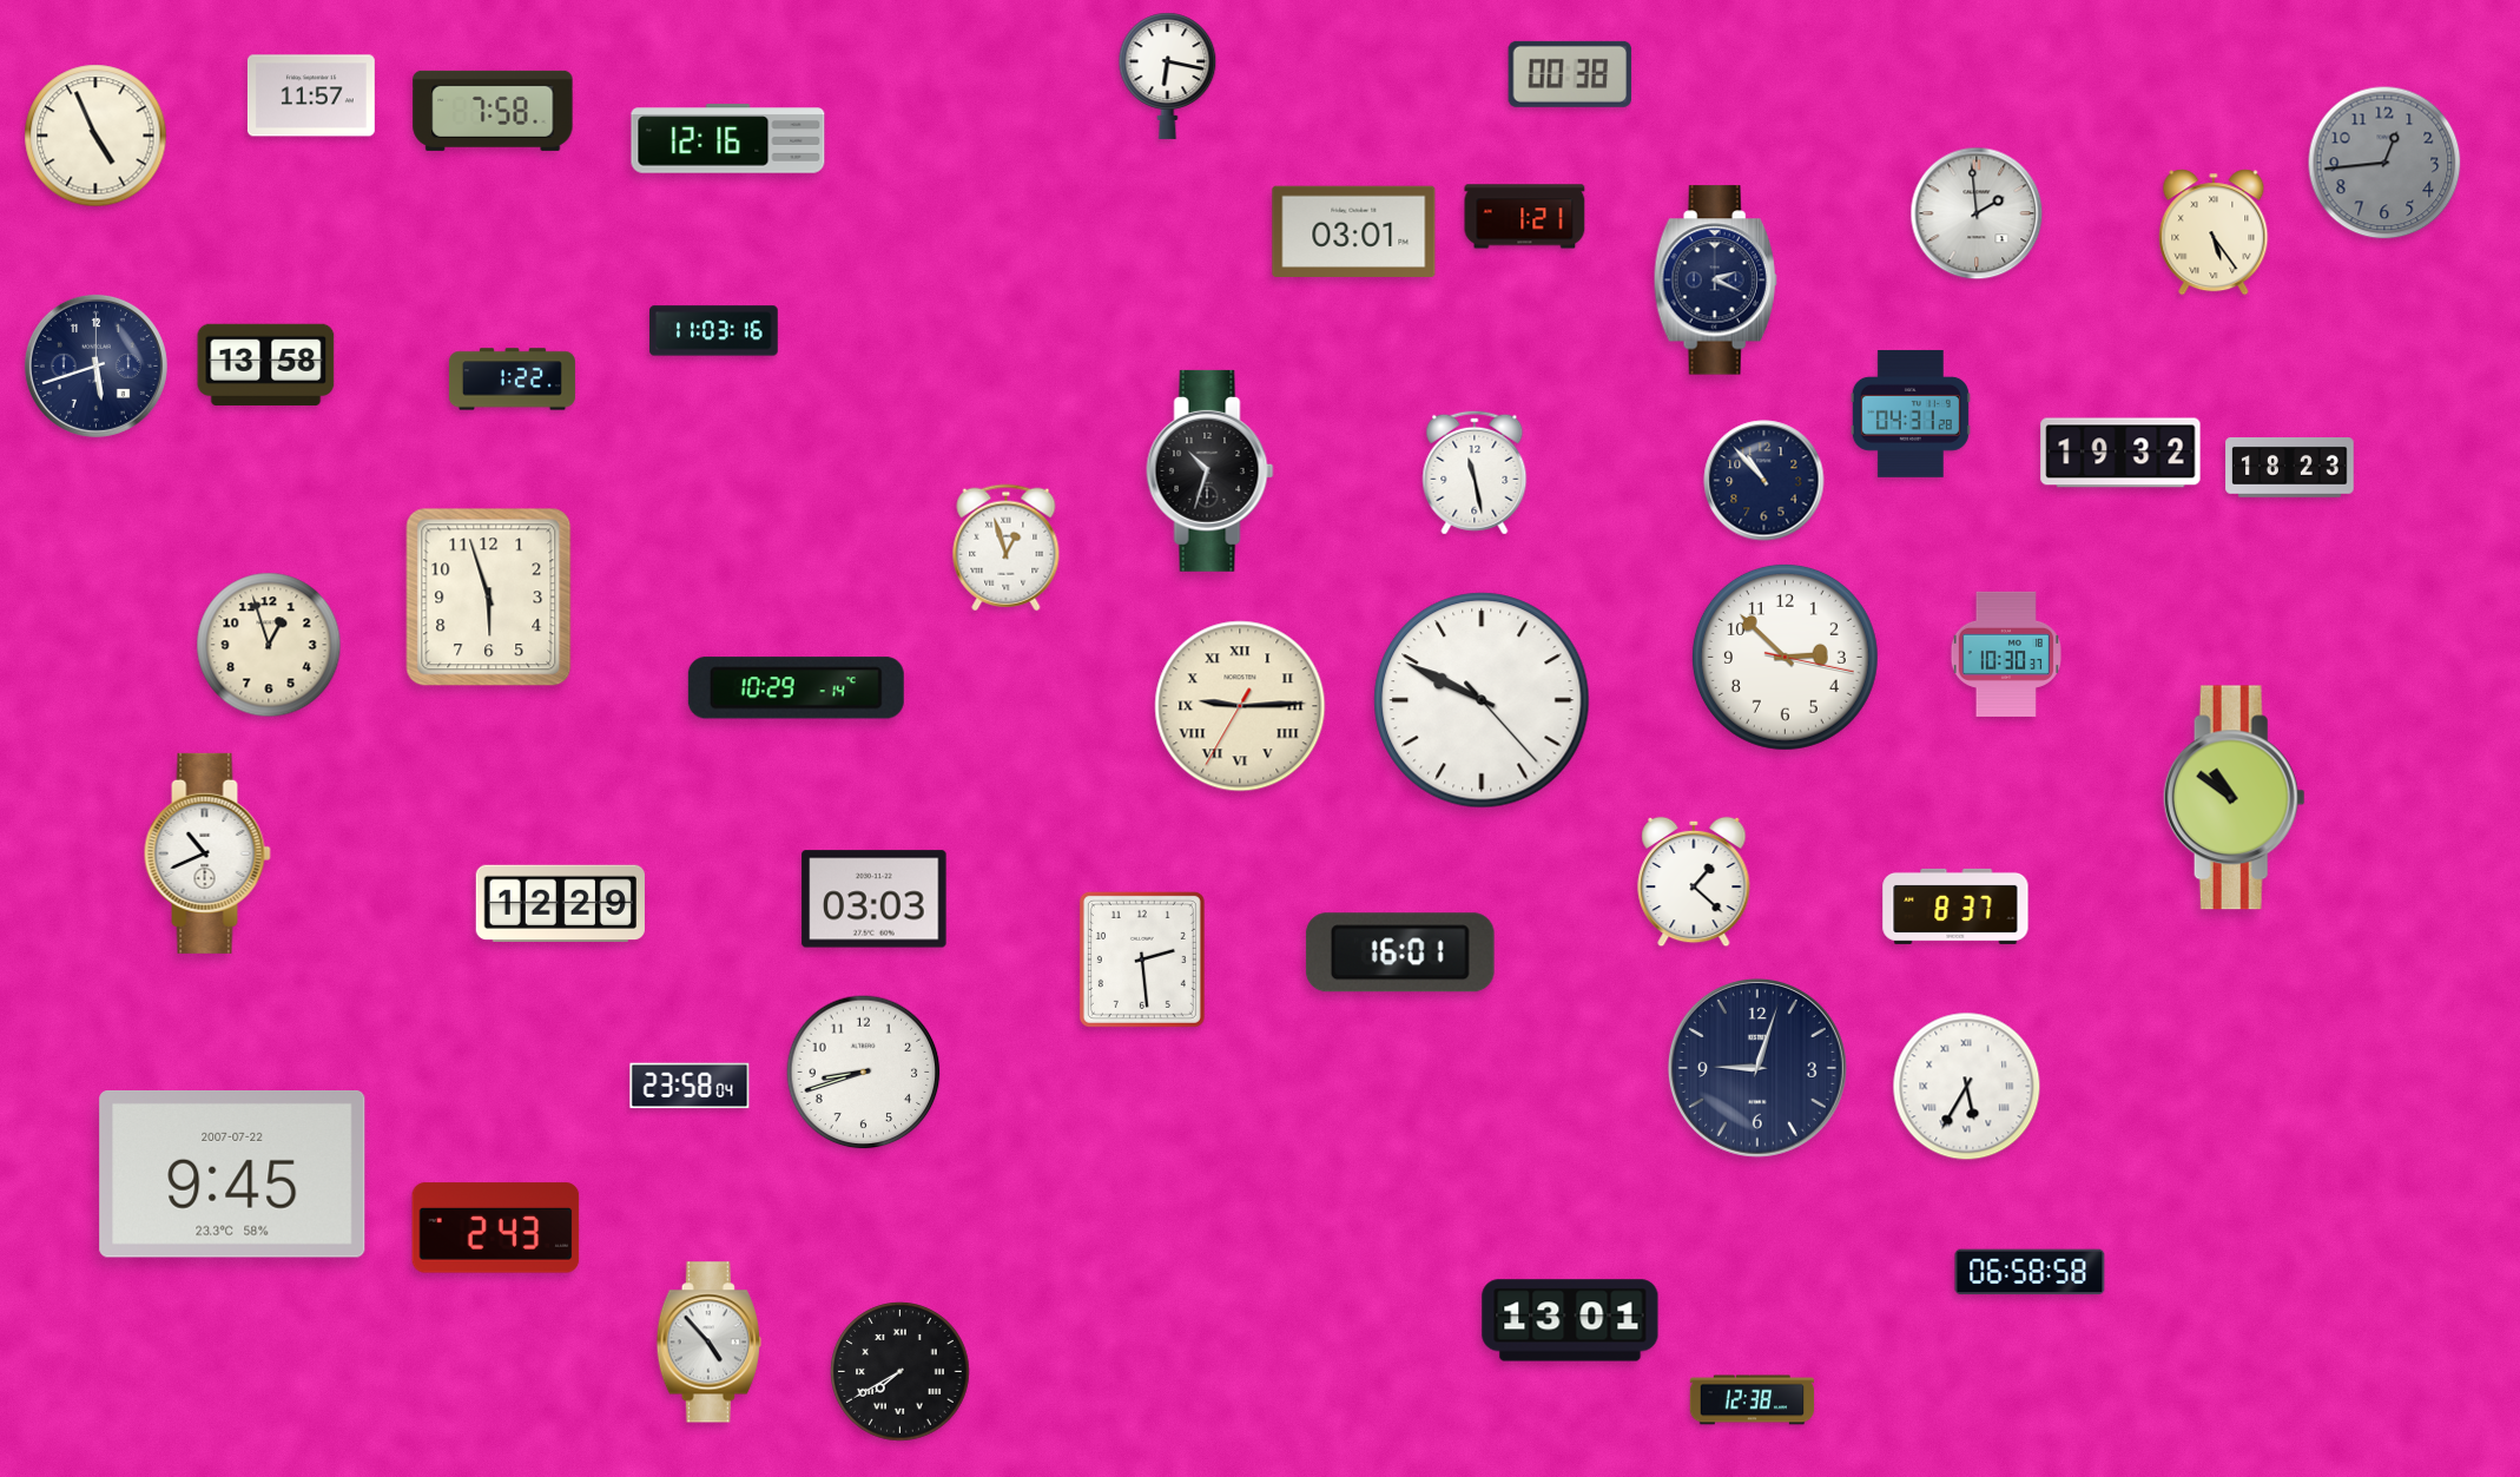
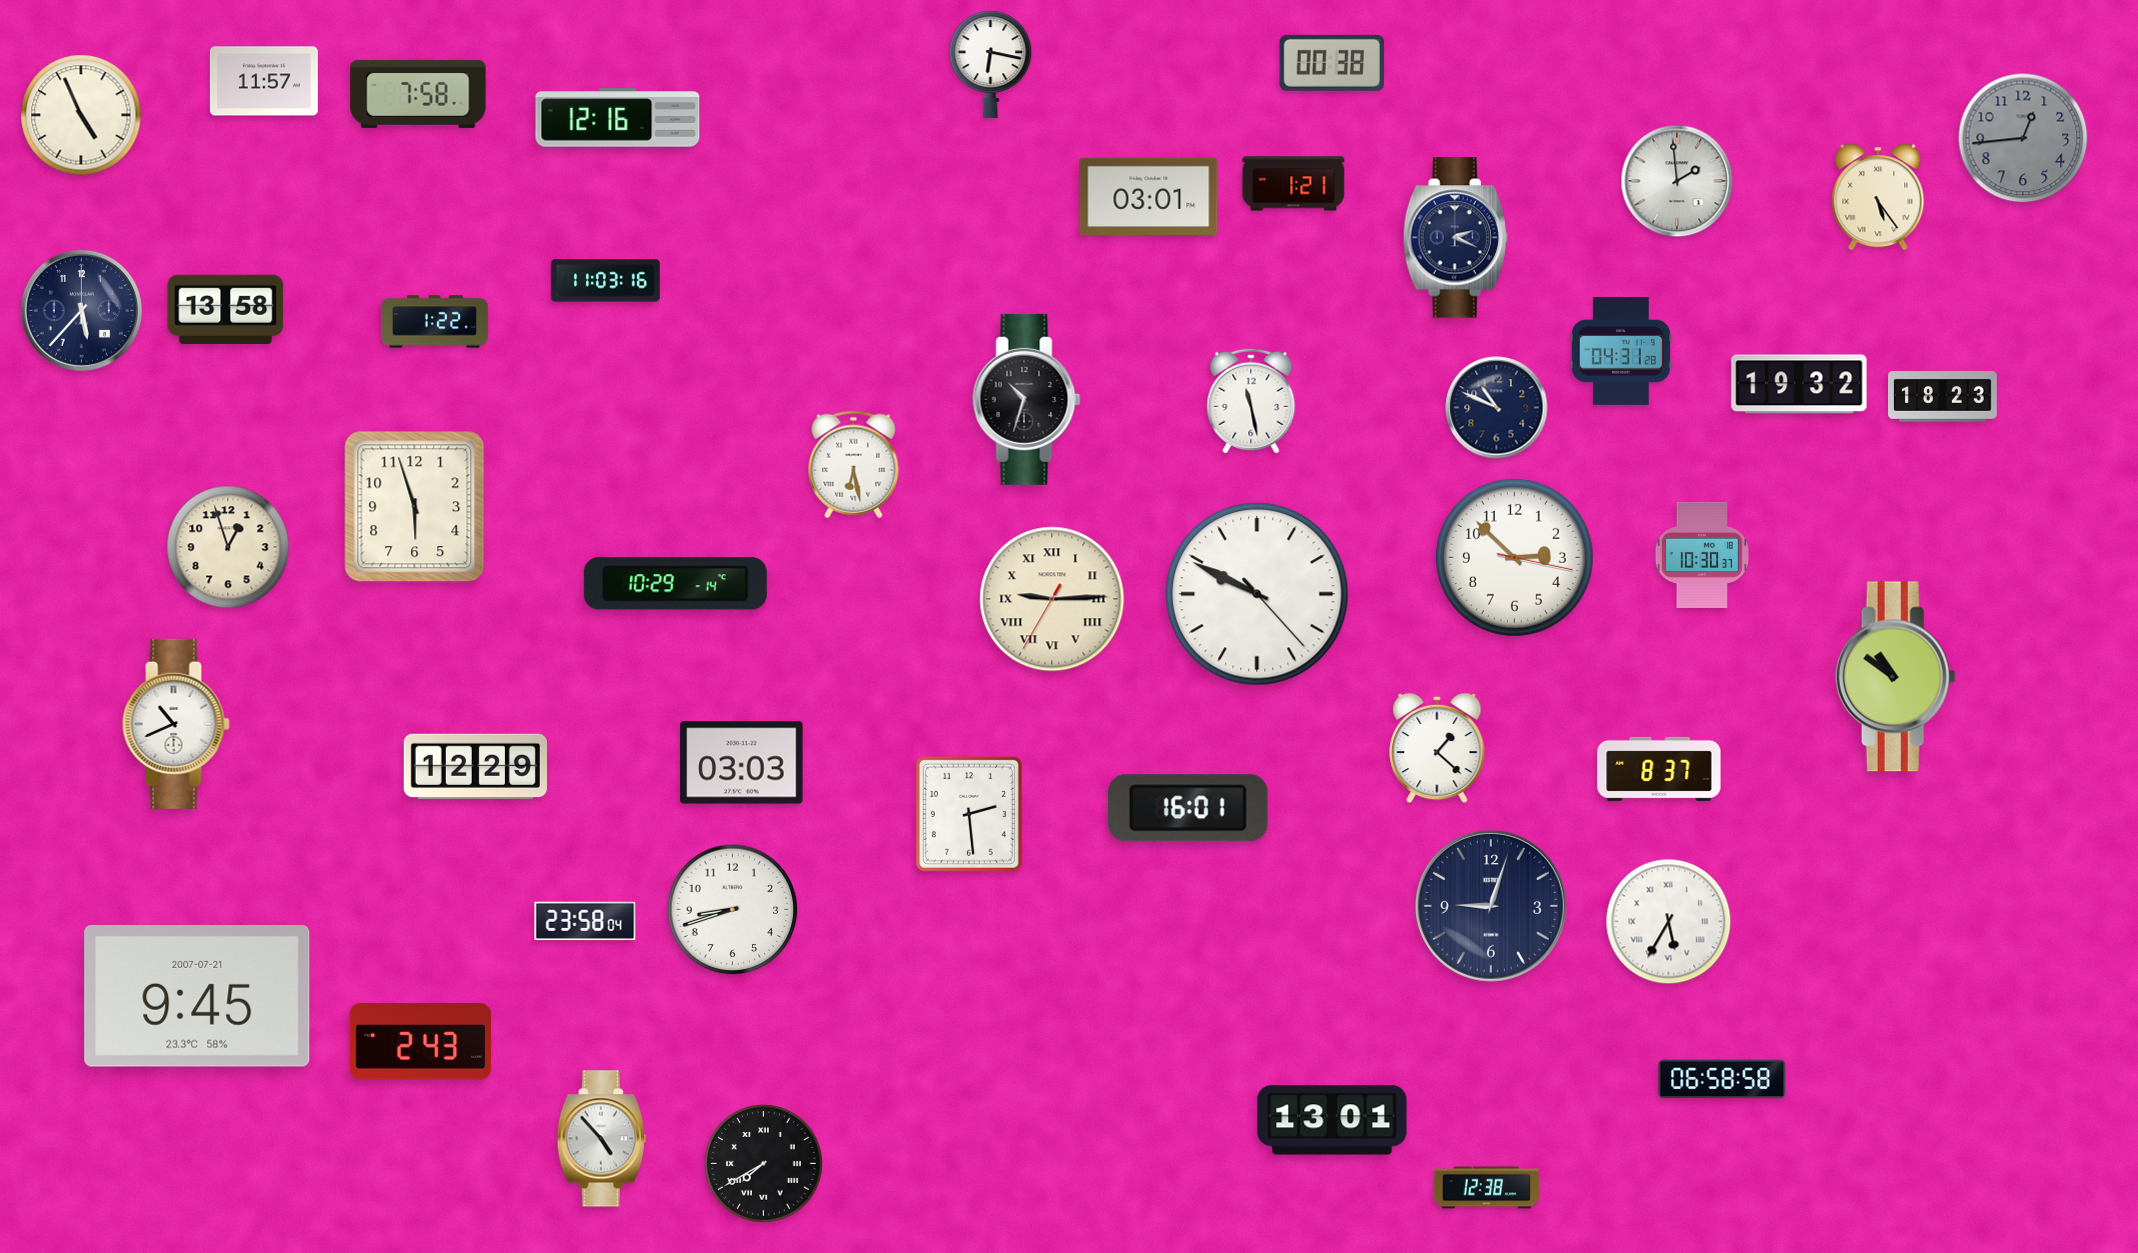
clock at (95, 365): 5:42 -> 5:37
clock at (1764, 481): 10:53 -> 10:49
clock at (1007, 548): 12:57 -> 6:28
clock at (232, 1175) date: 2007-07-22 -> 2007-07-21
